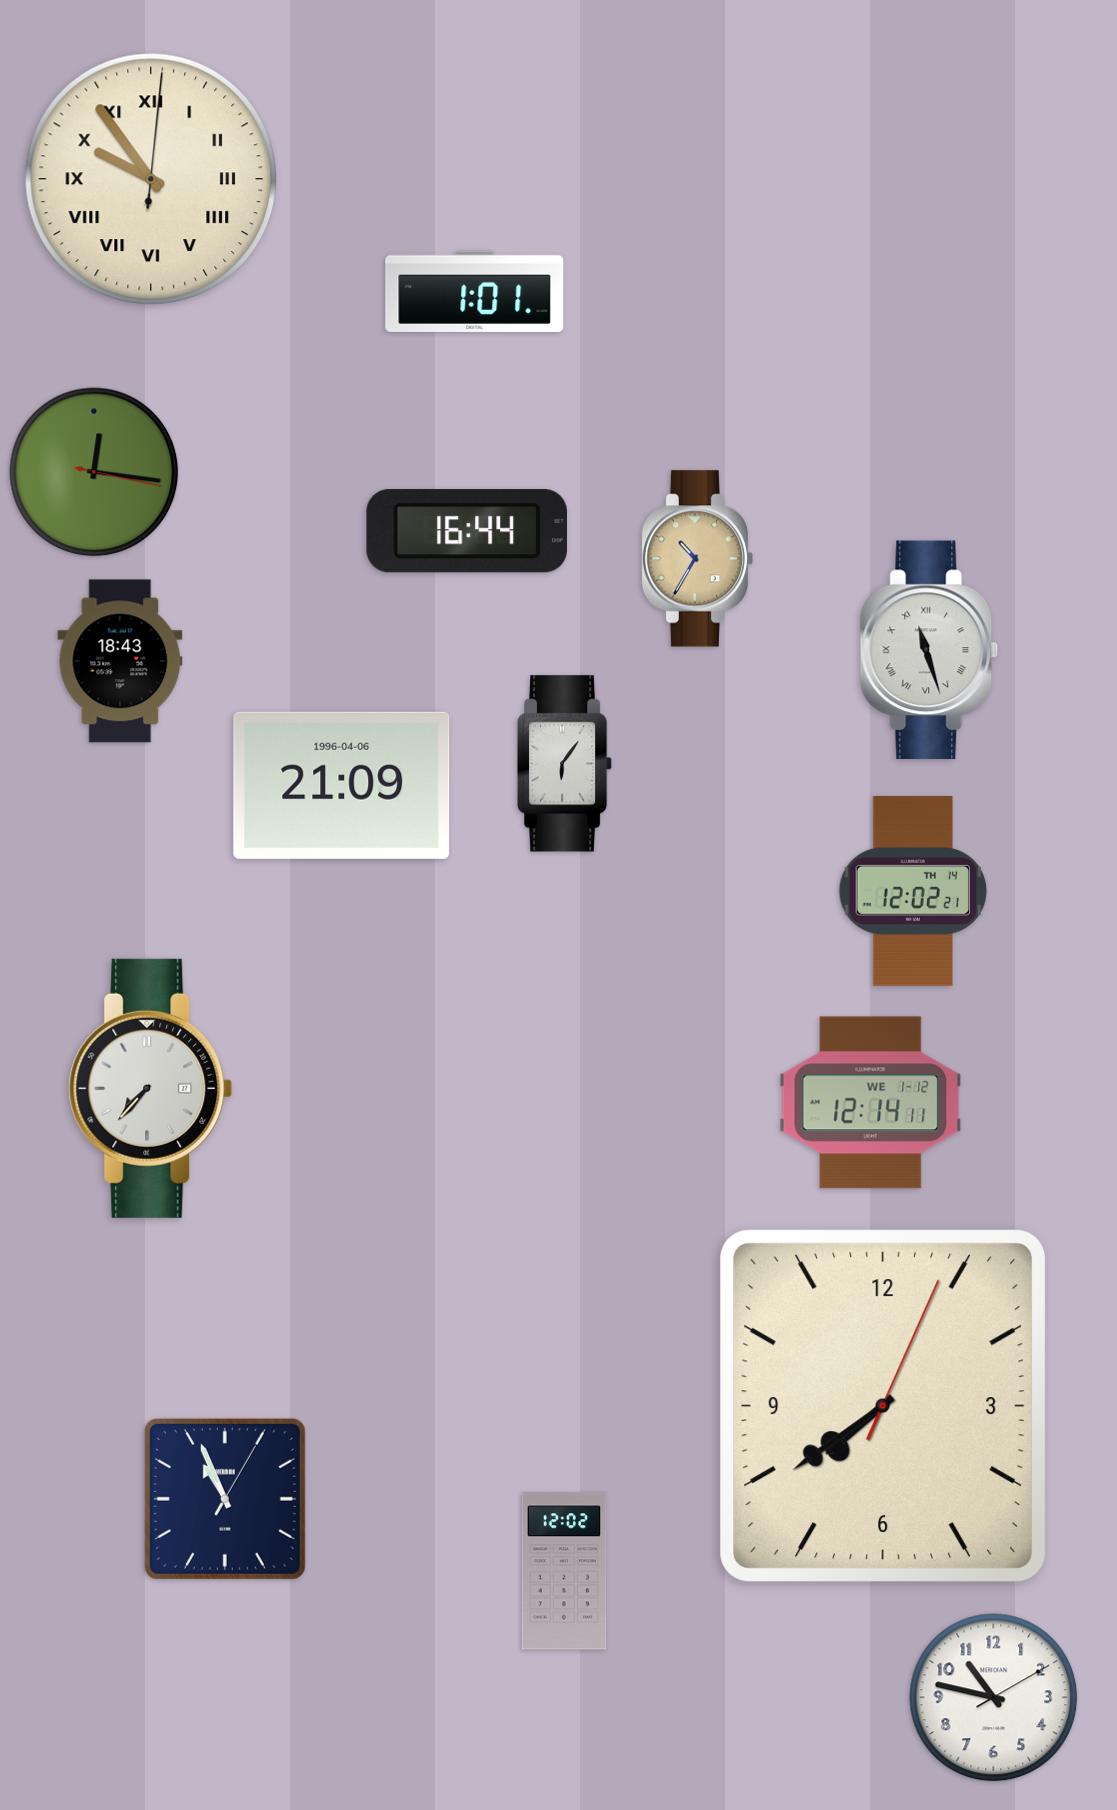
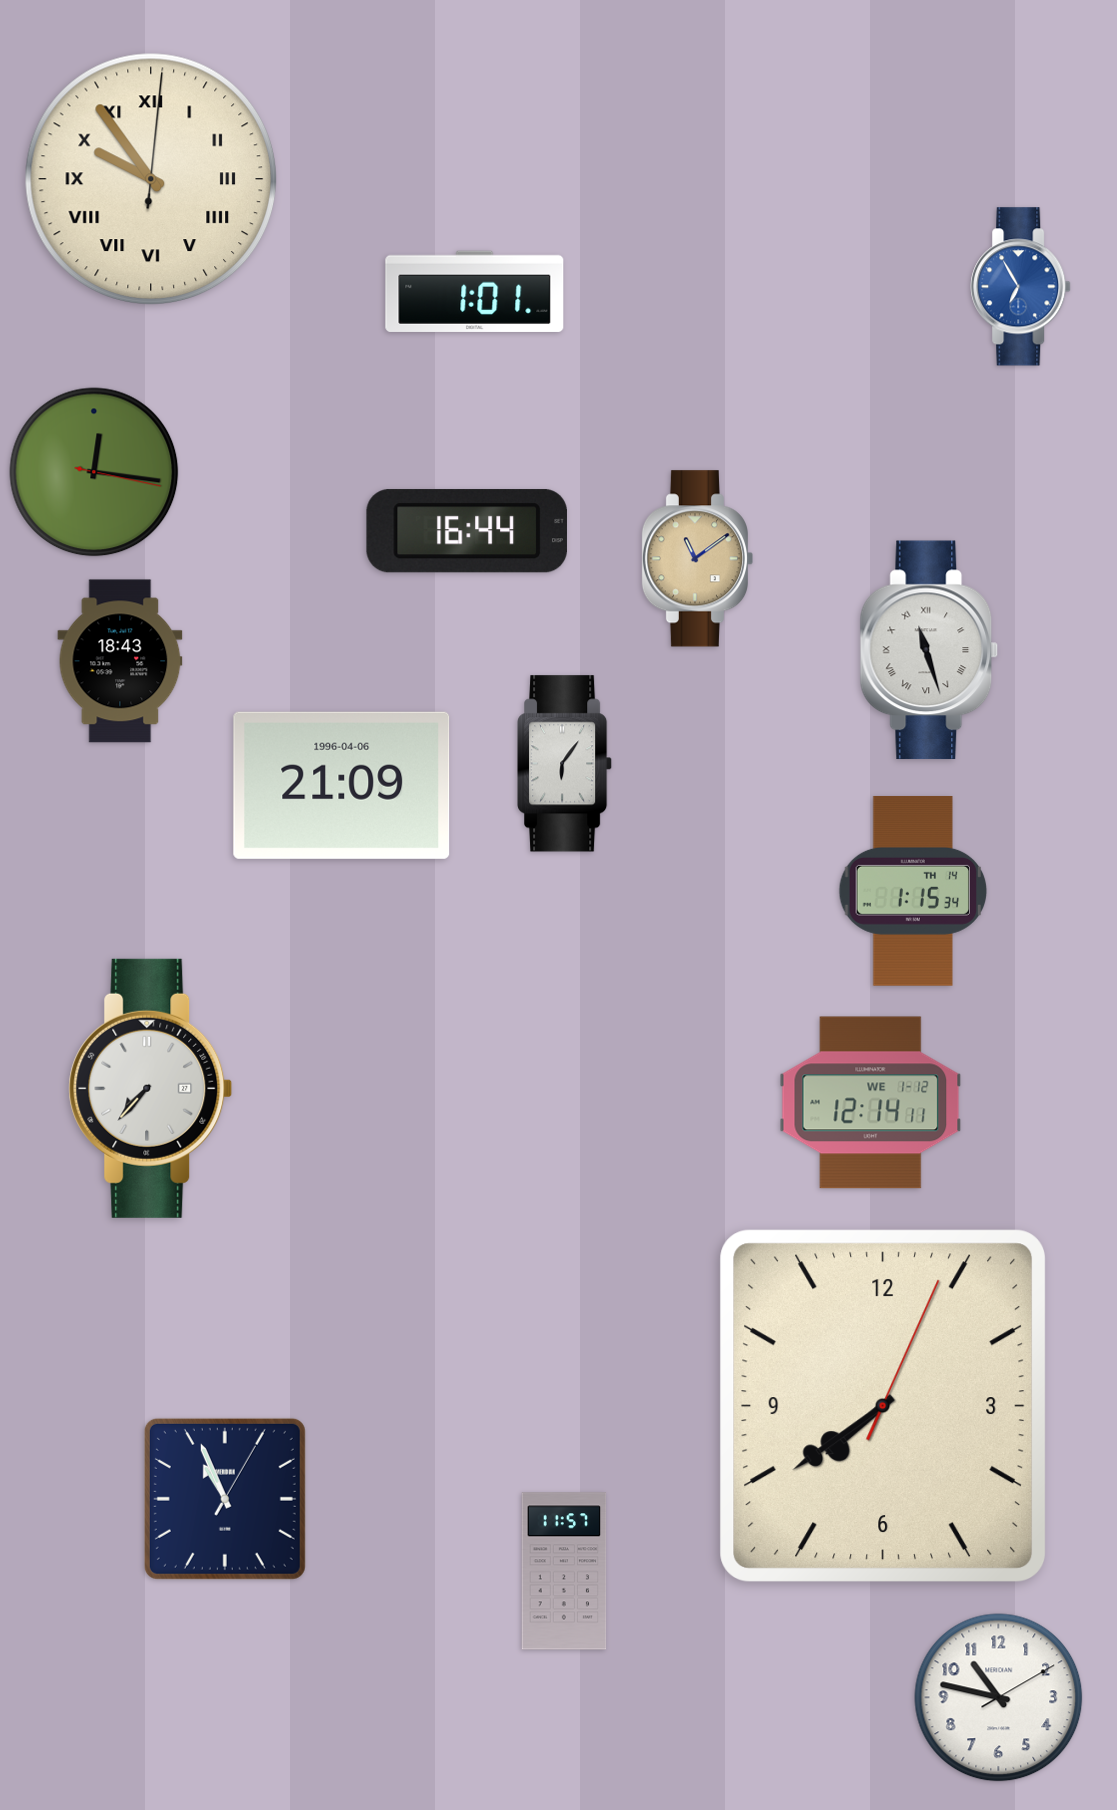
clock at (1021, 287): none -> 6:55
clock at (697, 559): 10:35 -> 11:09
clock at (913, 891): 12:02 -> 1:15
clock at (564, 1571): 12:02 -> 11:57
clock at (994, 1698) position: (994, 1698) -> (999, 1698)
